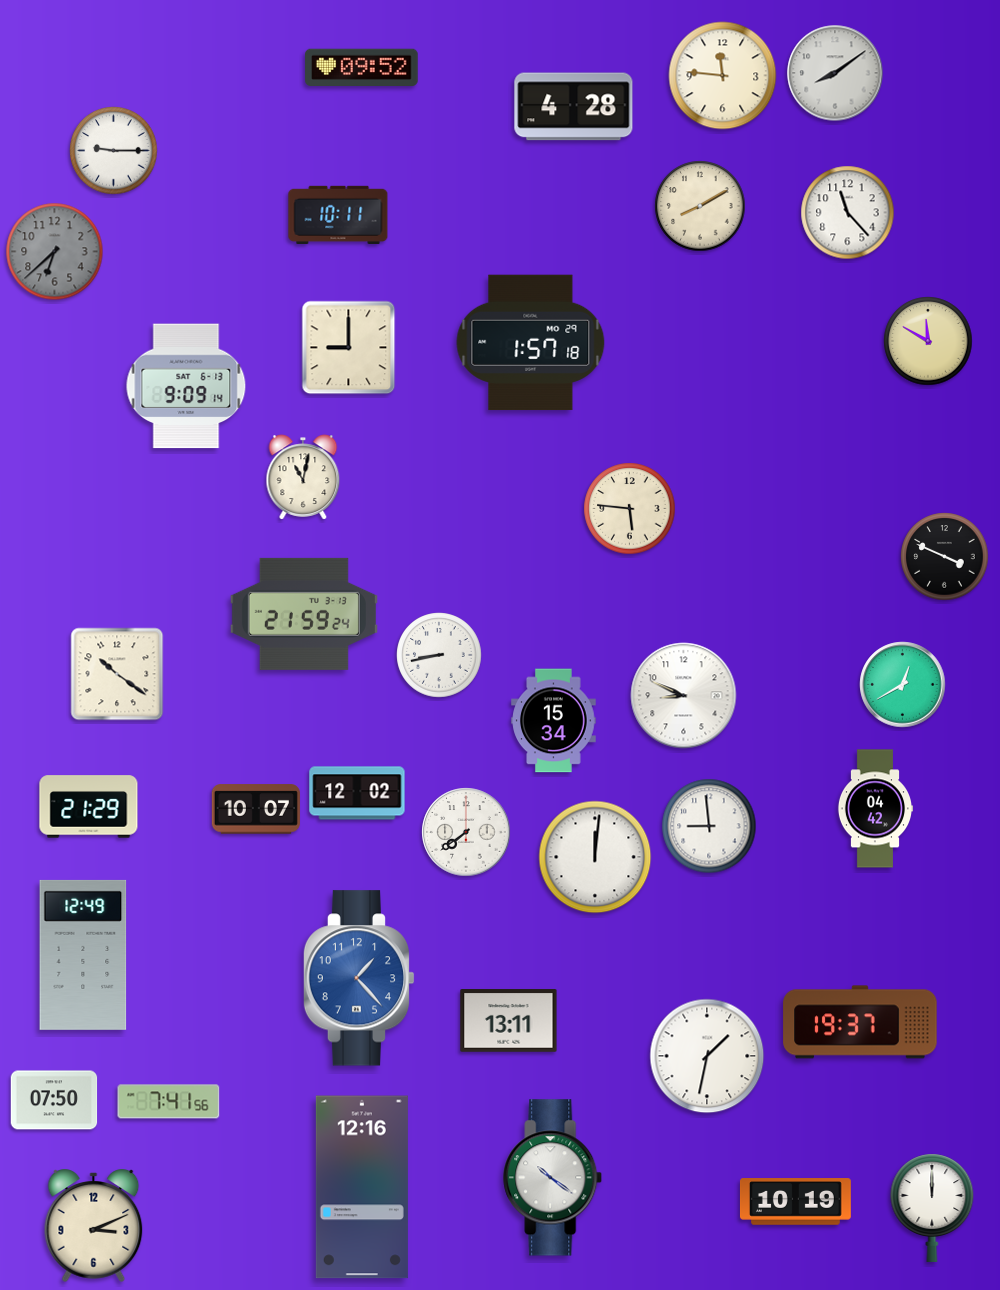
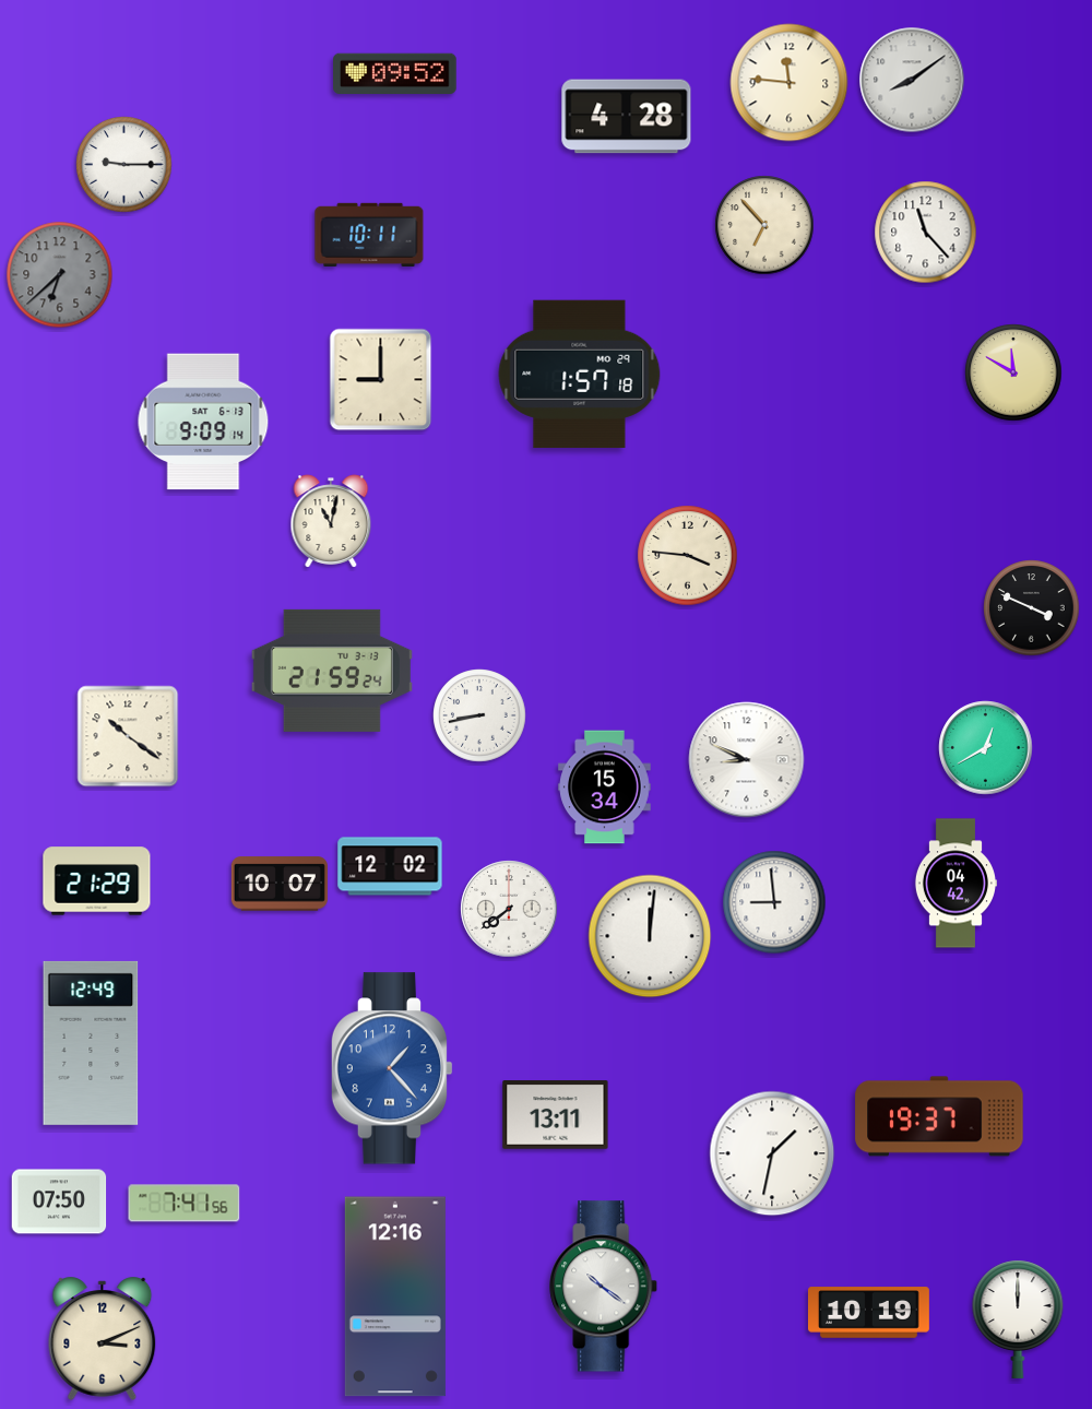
clock at (700, 206): 8:10 -> 6:53
clock at (630, 509): 5:46 -> 3:46
